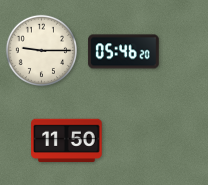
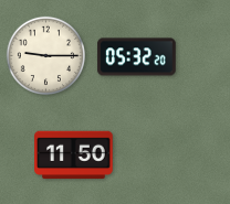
clock at (124, 52): 05:46 -> 05:32
